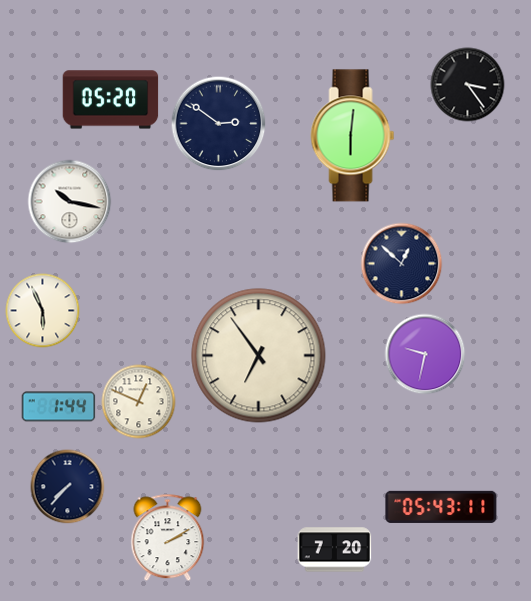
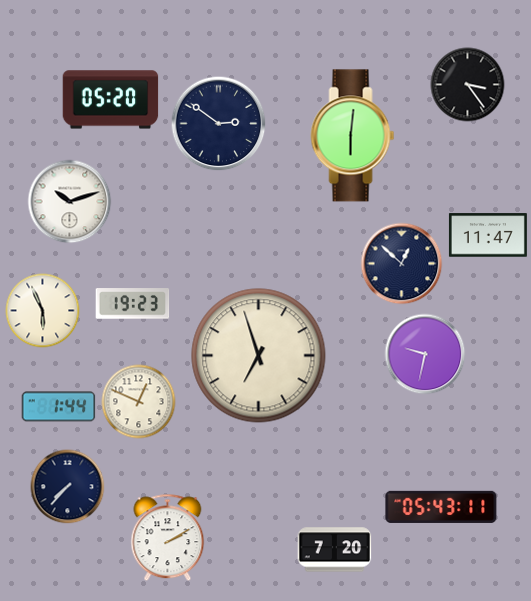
clock at (70, 202): 10:17 -> 10:12
clock at (488, 235): none -> 11:47
clock at (133, 304): none -> 19:23
clock at (259, 356): 6:54 -> 6:57
